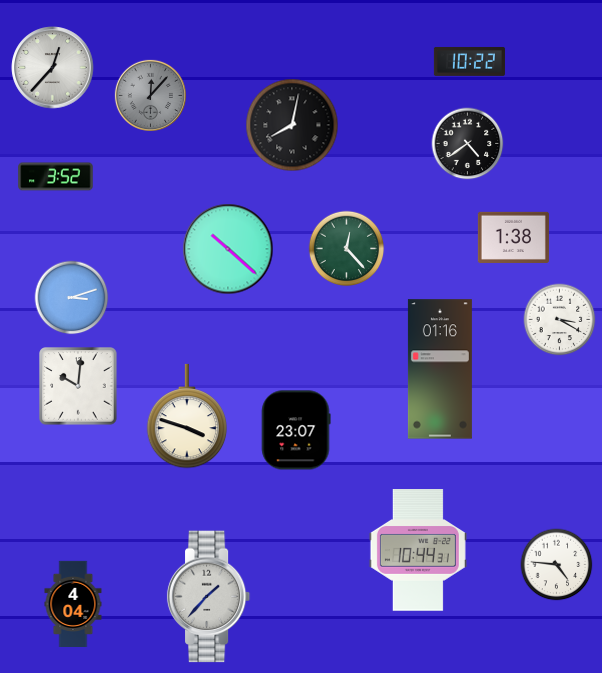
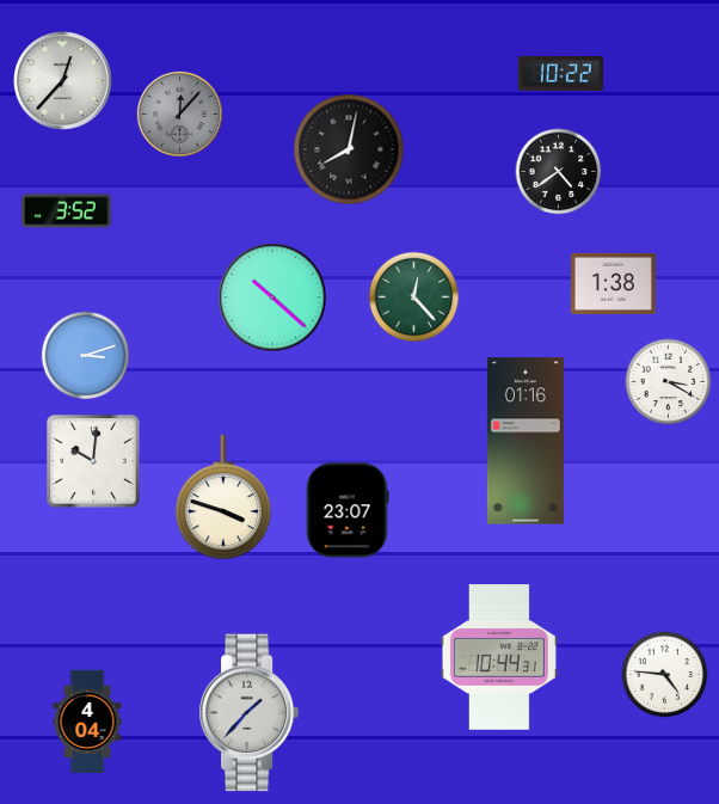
clock at (296, 430) position: (296, 430) -> (348, 510)
